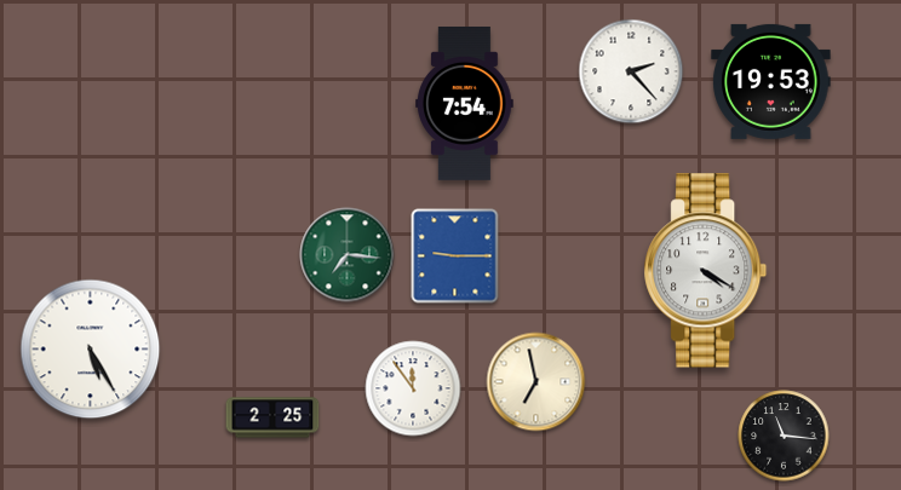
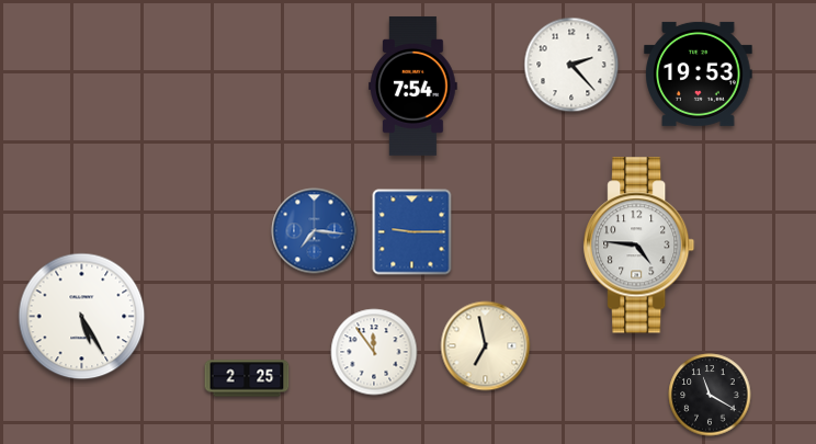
clock at (465, 103) position: (465, 103) -> (413, 86)
clock at (348, 255) dial: green -> blue
clock at (706, 271): 4:20 -> 4:46
clock at (784, 436): 11:16 -> 11:20
